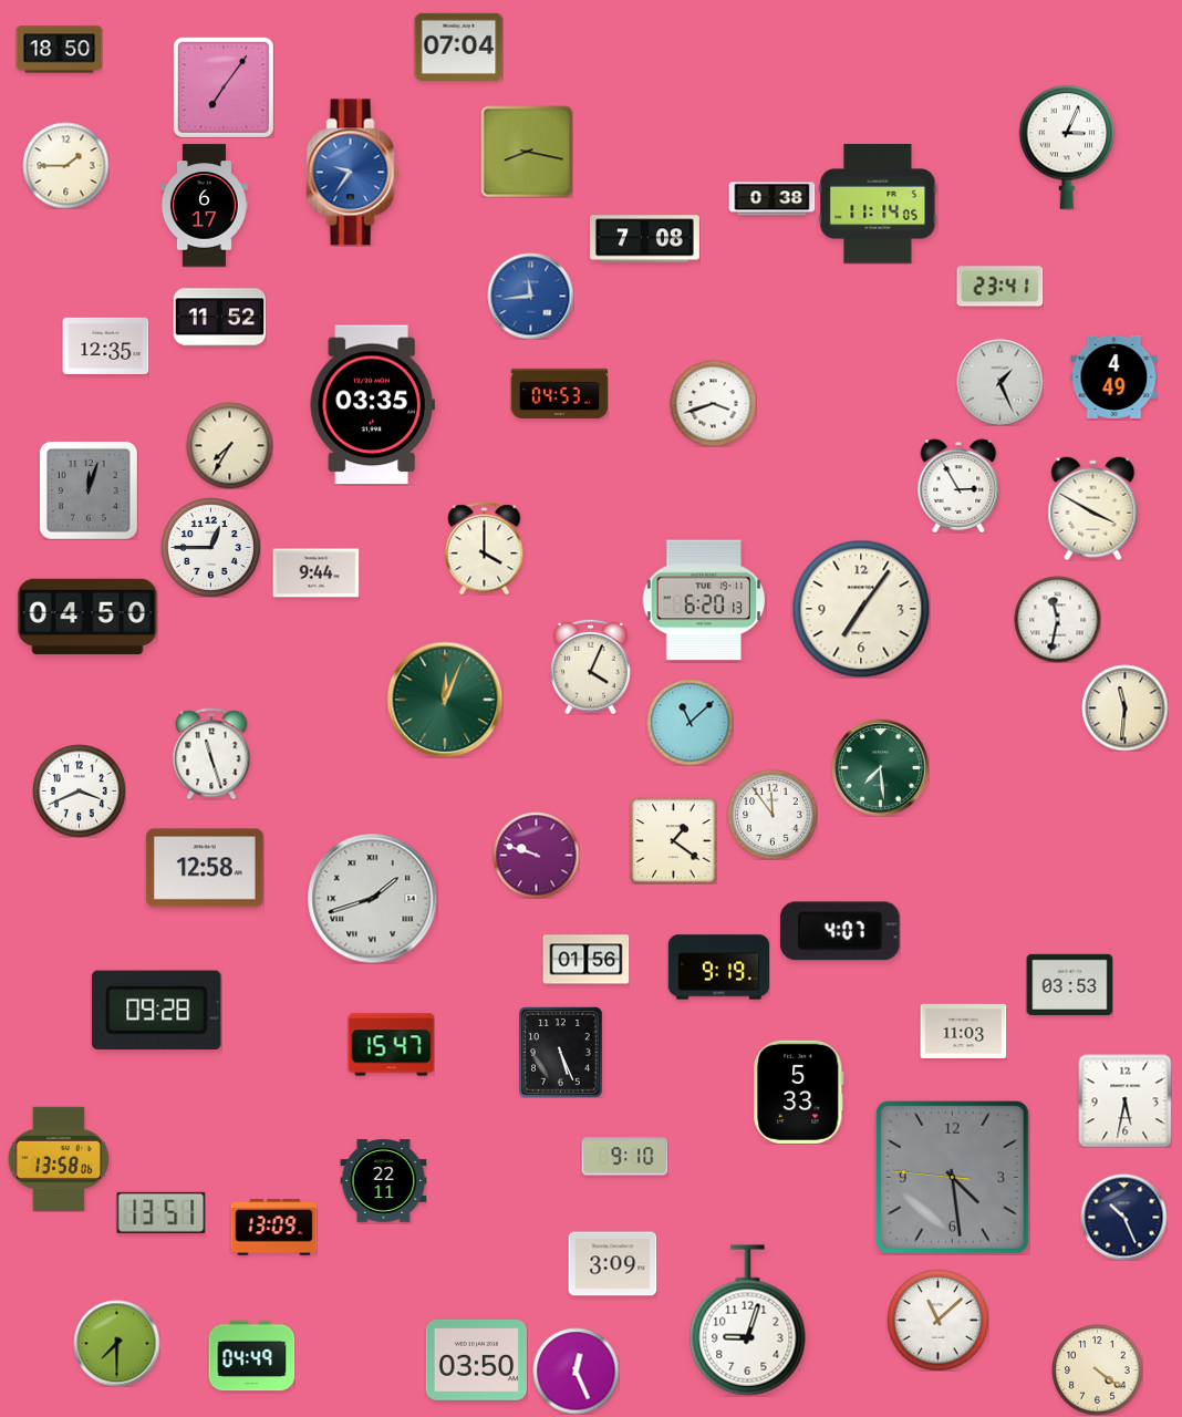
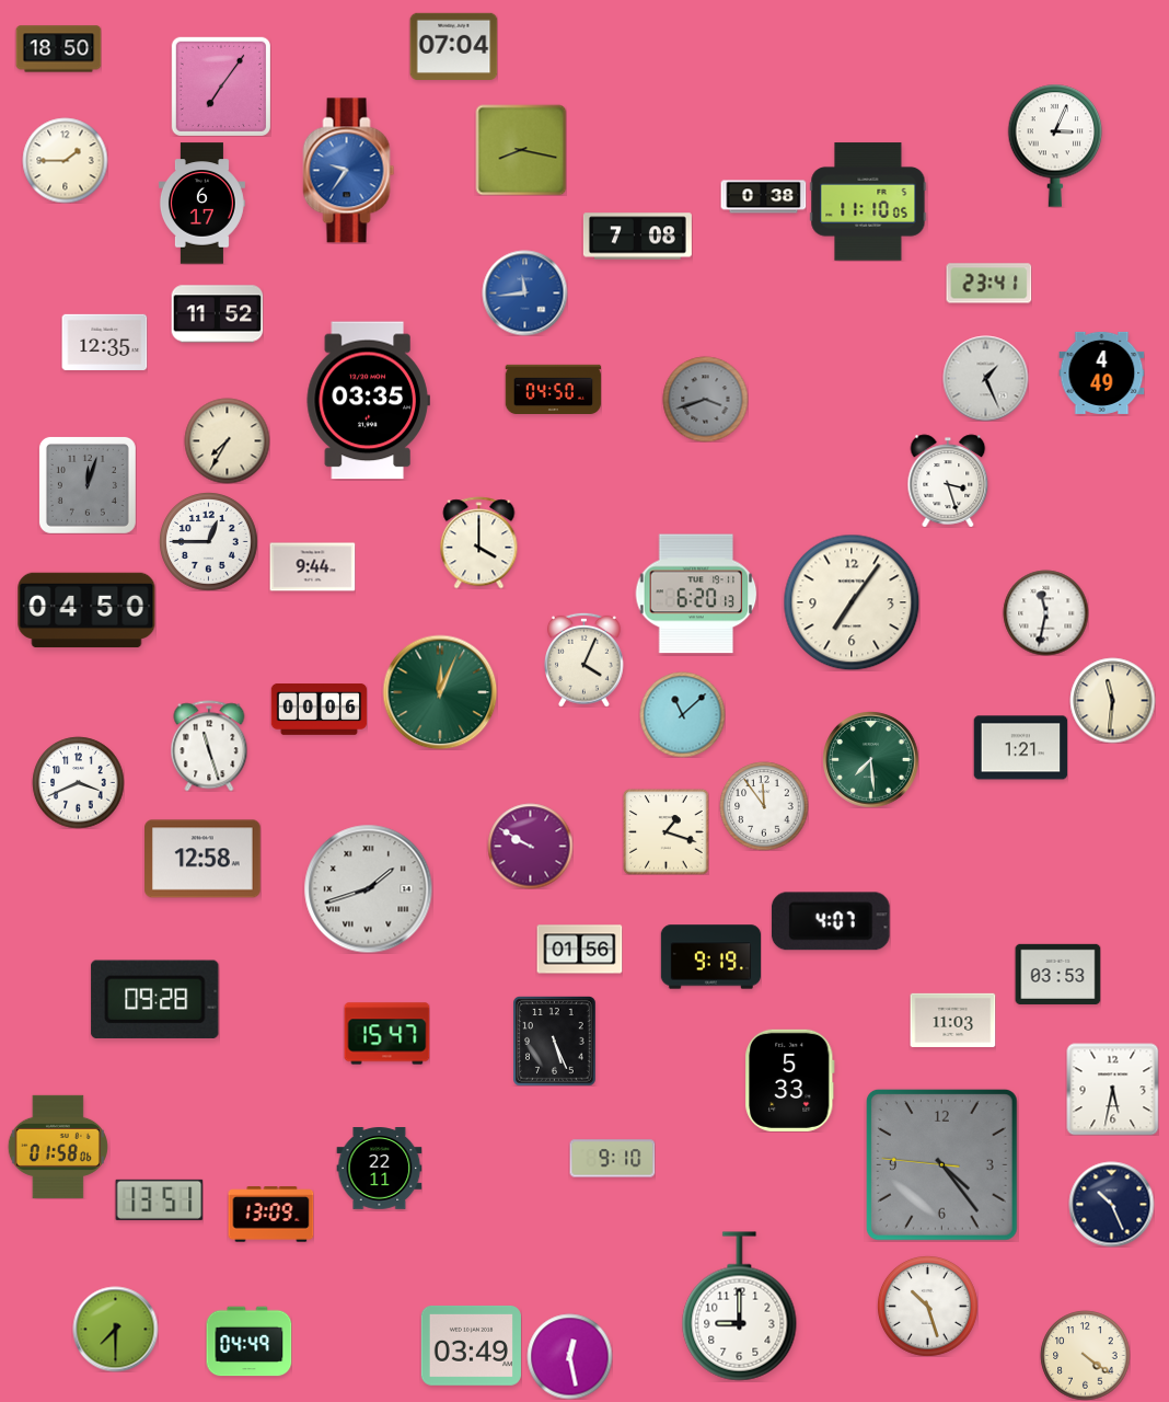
clock at (65, 165) position: (65, 165) -> (65, 160)
clock at (878, 204): 11:14 -> 11:10
clock at (999, 382) position: (999, 382) -> (985, 378)
clock at (559, 393): 04:53 -> 04:50
clock at (713, 403) dial: white -> grey
clock at (958, 486): 2:55 -> 3:27
clock at (1093, 508): 3:50 -> none
clock at (319, 710): none -> 00:06
clock at (1020, 748): none -> 1:21
clock at (673, 840): 1:21 -> 1:18
clock at (536, 855): 9:48 -> 9:50
clock at (624, 1157) position: (624, 1157) -> (612, 1159)
clock at (59, 1159): 13:58 -> 01:58
clock at (952, 1177): 4:28 -> 4:23
clock at (612, 1264): 3:09 -> none
clock at (937, 1320): 11:08 -> 10:27
clock at (748, 1321): 9:03 -> 9:00
clock at (476, 1361): 03:50 -> 03:49
clock at (576, 1371): 12:26 -> 12:28
